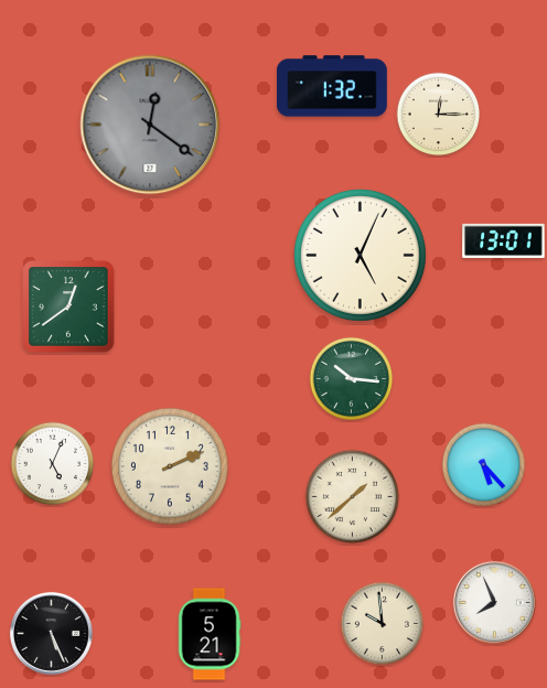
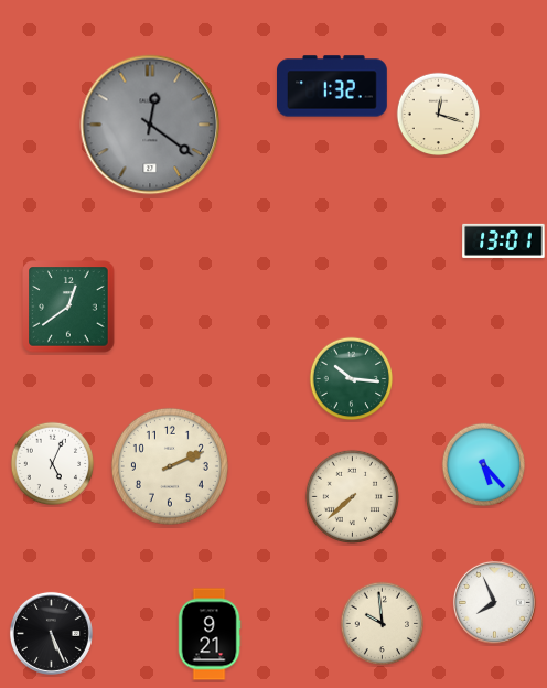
clock at (439, 115): 12:15 -> 12:18
clock at (360, 255): 5:04 -> none
clock at (352, 496): 1:38 -> 7:38
clock at (210, 634): 5:21 -> 9:21
